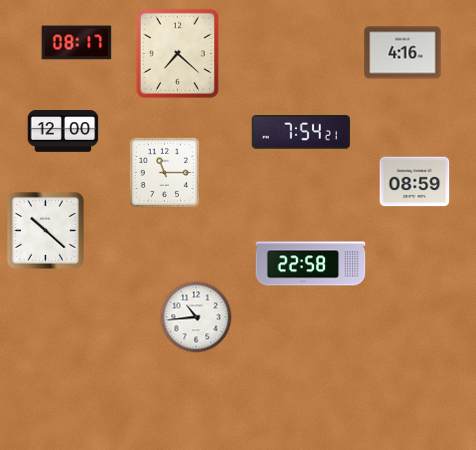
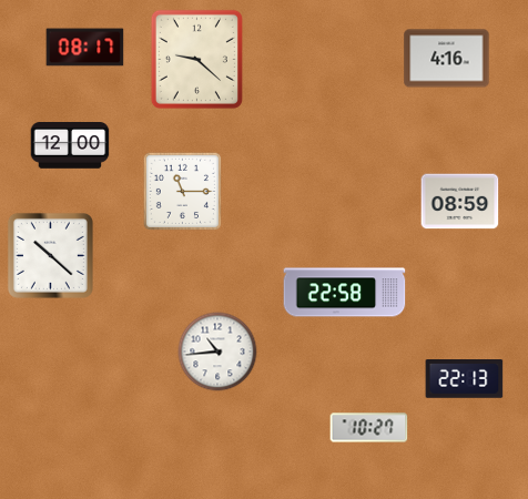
clock at (177, 53): 7:22 -> 9:22
clock at (301, 133): 7:54 -> none
clock at (465, 379): none -> 22:13
clock at (369, 428): none -> 10:27
